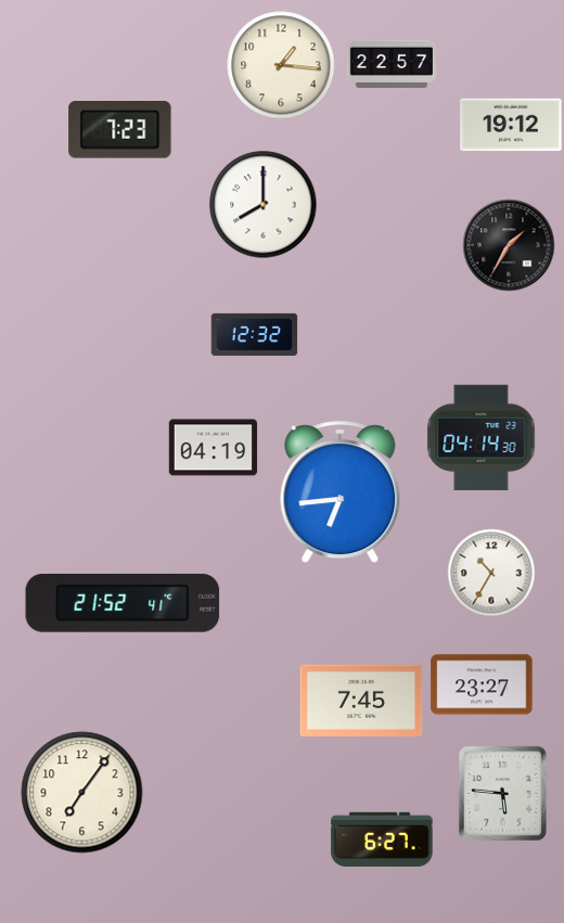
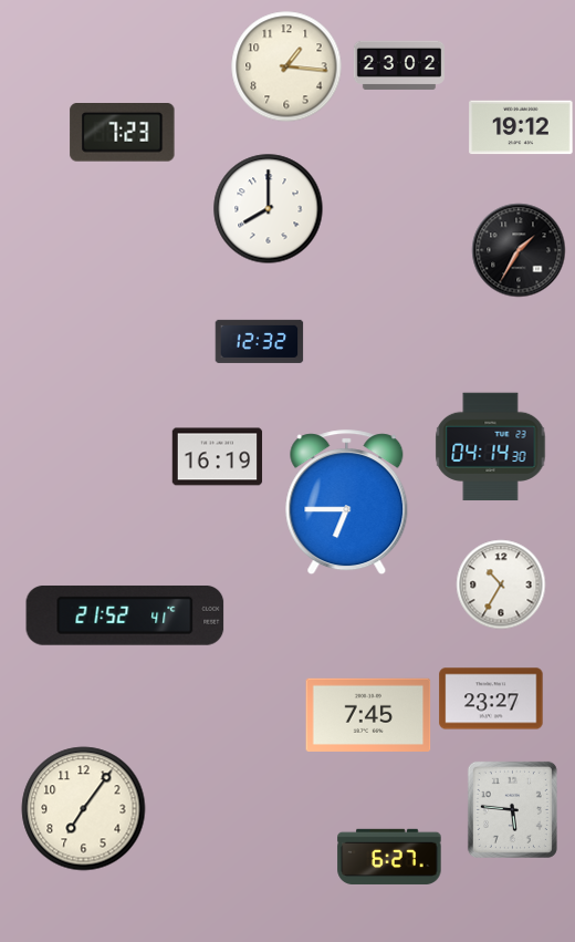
clock at (392, 64): 22:57 -> 23:02
clock at (214, 448): 04:19 -> 16:19
clock at (341, 492): 6:44 -> 6:45
